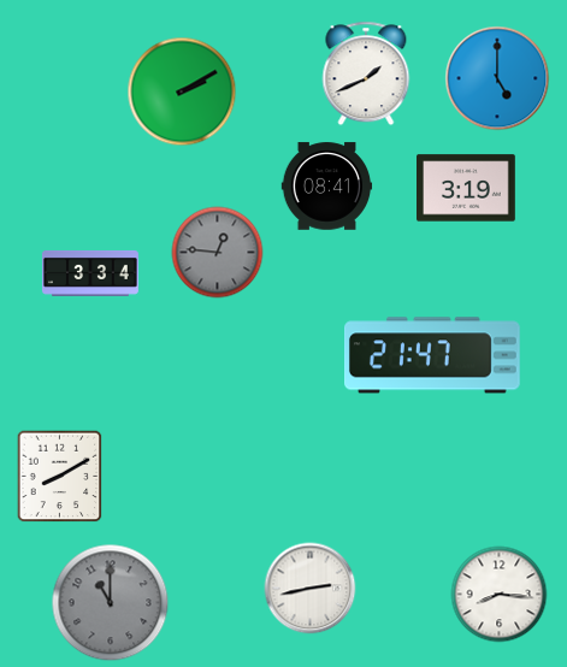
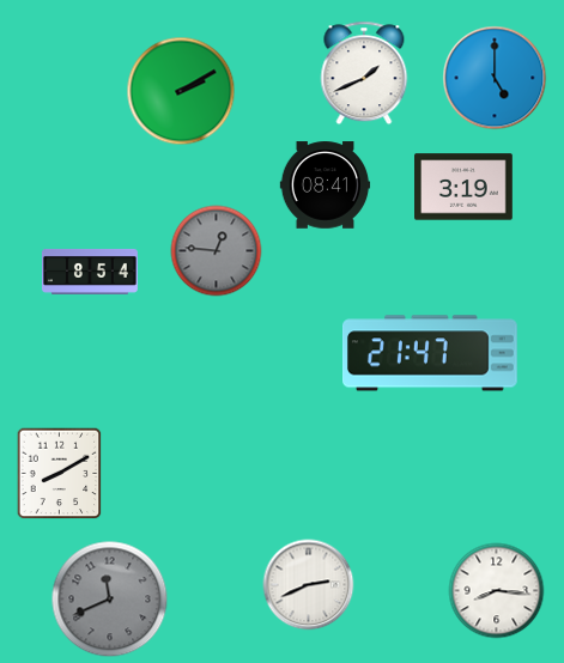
clock at (90, 273): 3:34 -> 8:54
clock at (311, 589): 2:43 -> 2:41
clock at (111, 603): 11:00 -> 11:41
